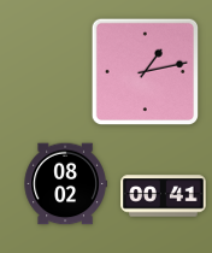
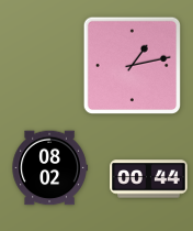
clock at (65, 184) position: (65, 184) -> (49, 168)
clock at (164, 196): 00:41 -> 00:44
